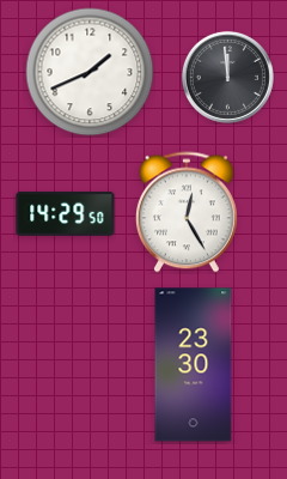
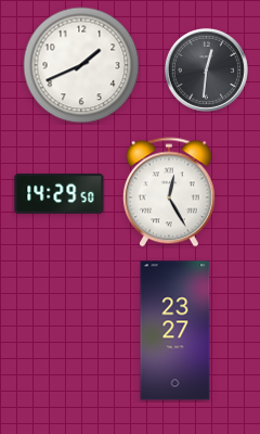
clock at (227, 77): 11:59 -> 12:31
clock at (194, 365): 23:30 -> 23:27
